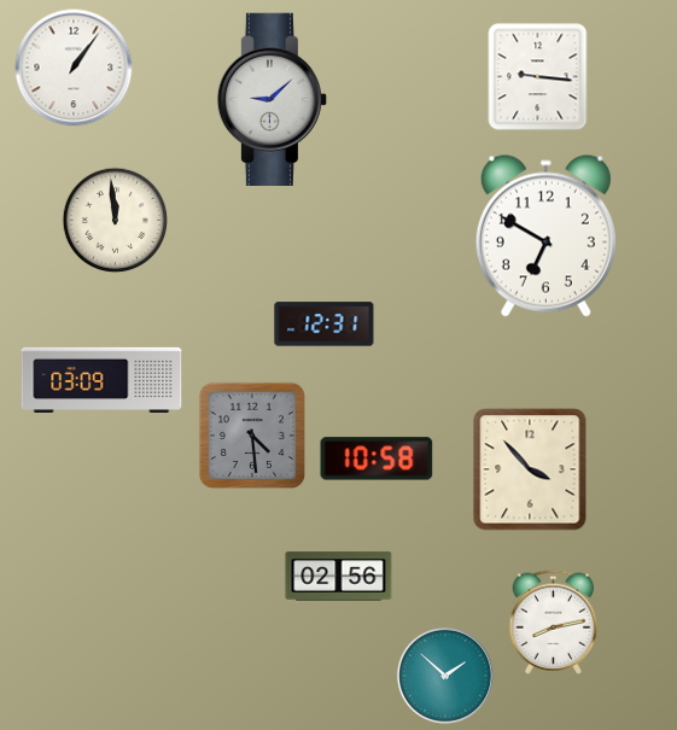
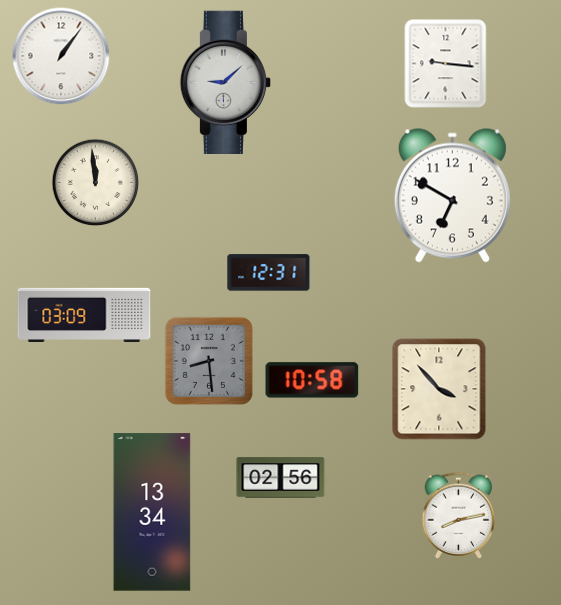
clock at (325, 325) position: (325, 325) -> (269, 273)
clock at (252, 436): 4:29 -> 8:29
clock at (152, 512): none -> 13:34
clock at (445, 676): 1:52 -> none
